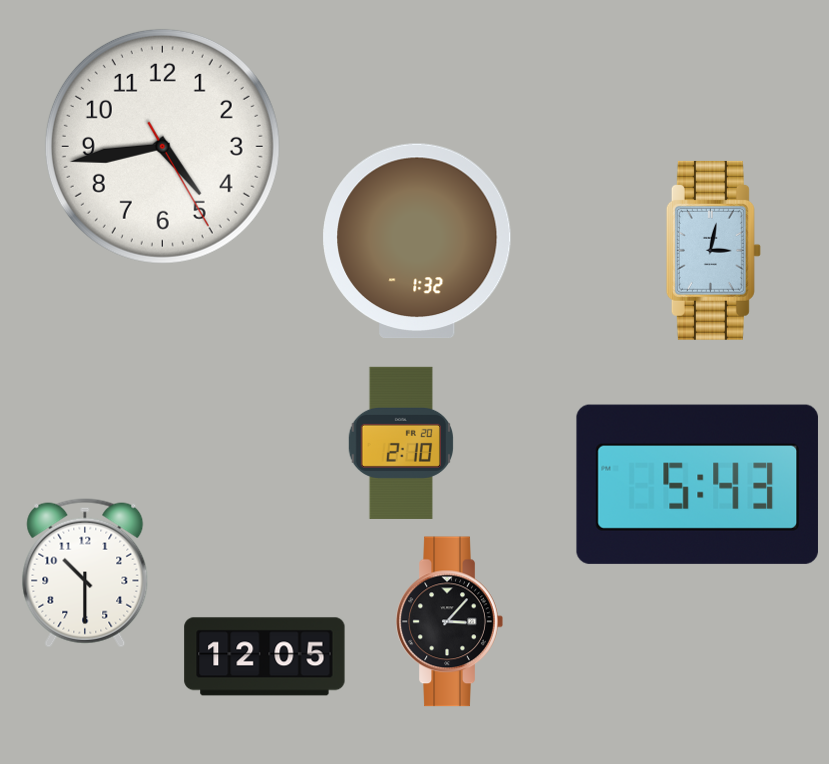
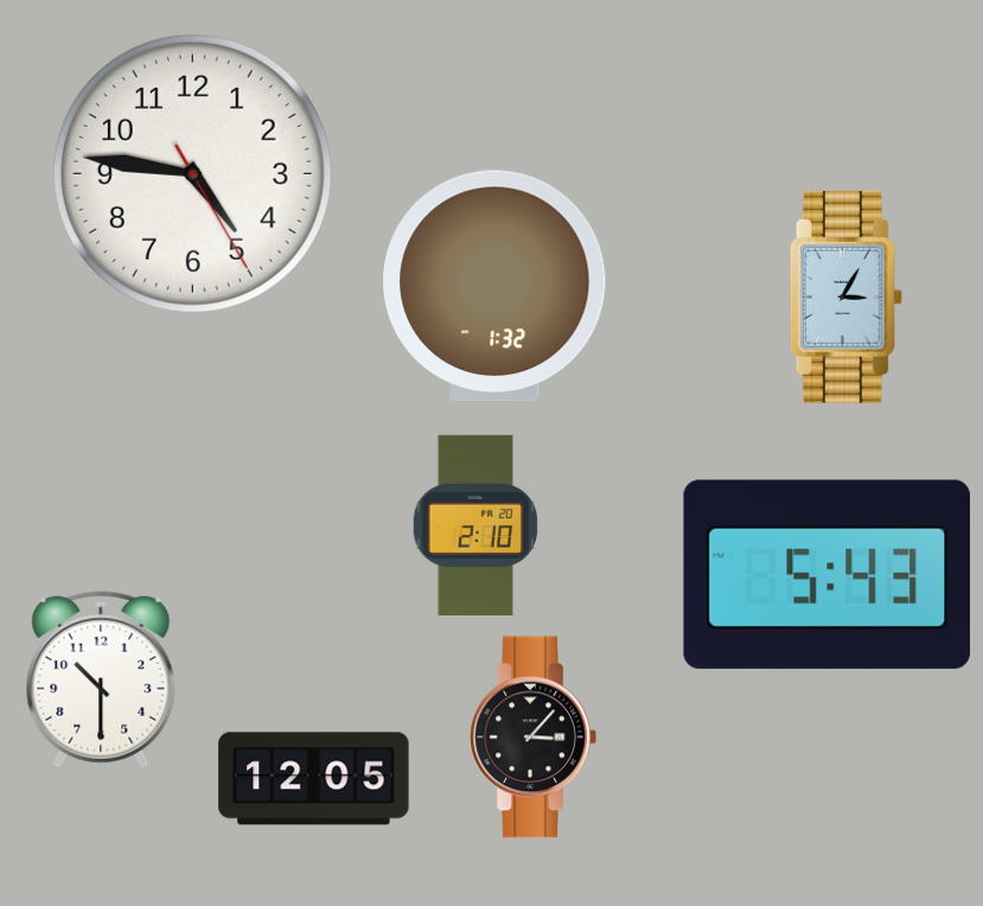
clock at (162, 146): 4:43 -> 4:46
clock at (713, 250): 3:02 -> 3:05
